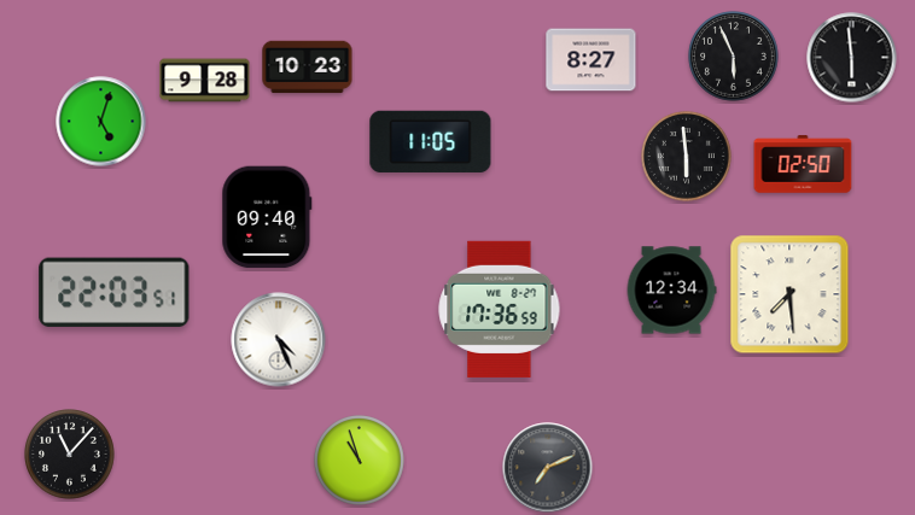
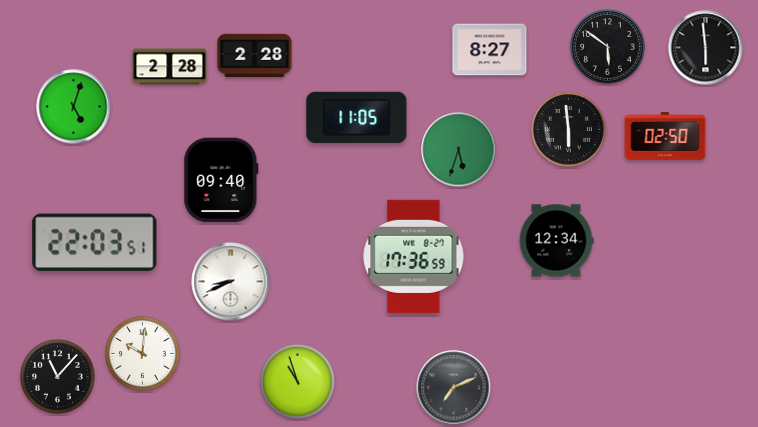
clock at (734, 57): 5:56 -> 5:51
clock at (308, 68): 10:23 -> 2:28
clock at (205, 81): 9:28 -> 2:28
clock at (101, 122) position: (101, 122) -> (74, 107)
clock at (459, 150): none -> 5:33
clock at (789, 294): 7:29 -> none
clock at (279, 340): 4:26 -> 8:41
clock at (143, 354): none -> 10:01
